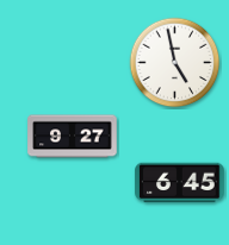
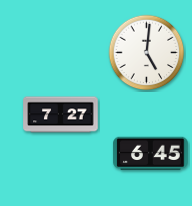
clock at (175, 63): 4:58 -> 5:01
clock at (73, 137): 9:27 -> 7:27
